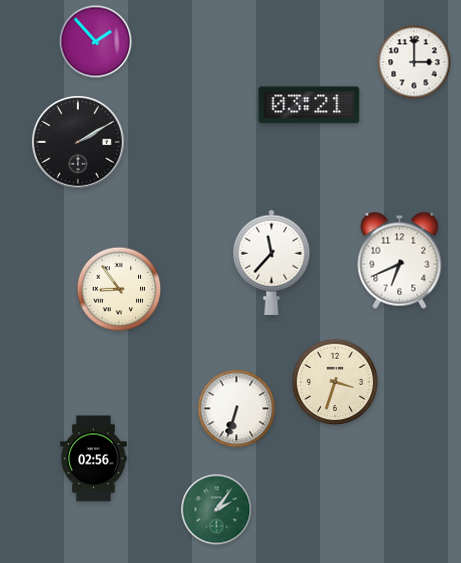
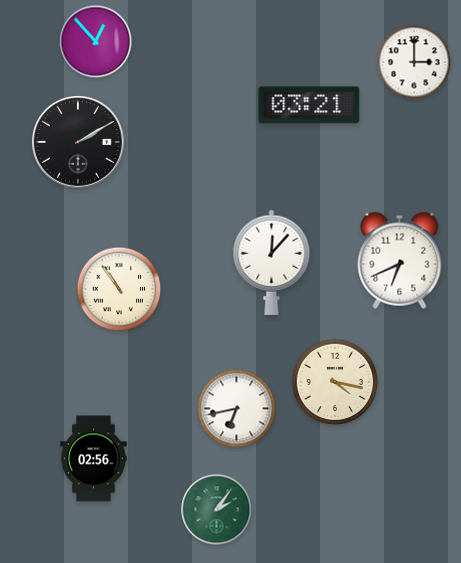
clock at (96, 42): 1:53 -> 12:53
clock at (272, 262): 11:37 -> 12:07
clock at (119, 289): 8:54 -> 10:54
clock at (335, 382): 3:33 -> 4:17
clock at (237, 409): 6:33 -> 6:43
